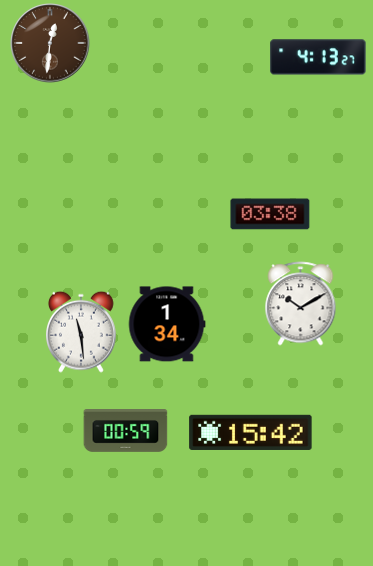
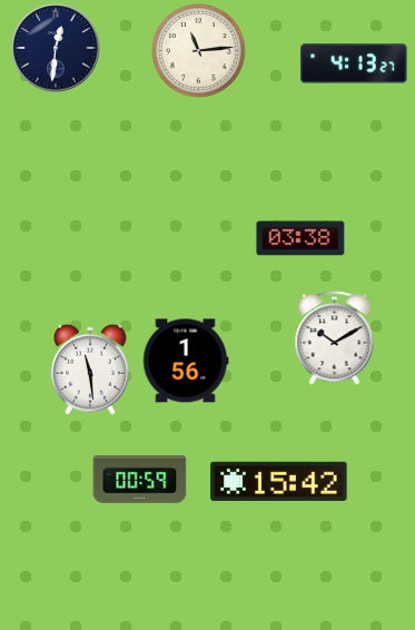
clock at (50, 43) dial: brown -> navy
clock at (199, 51): none -> 11:14
clock at (167, 324): 1:34 -> 1:56
